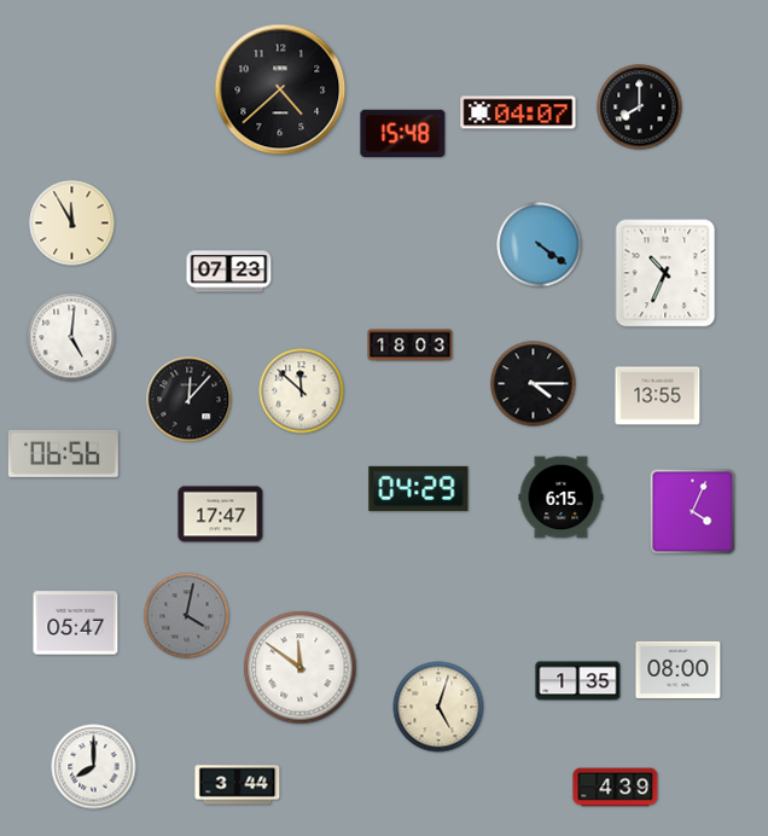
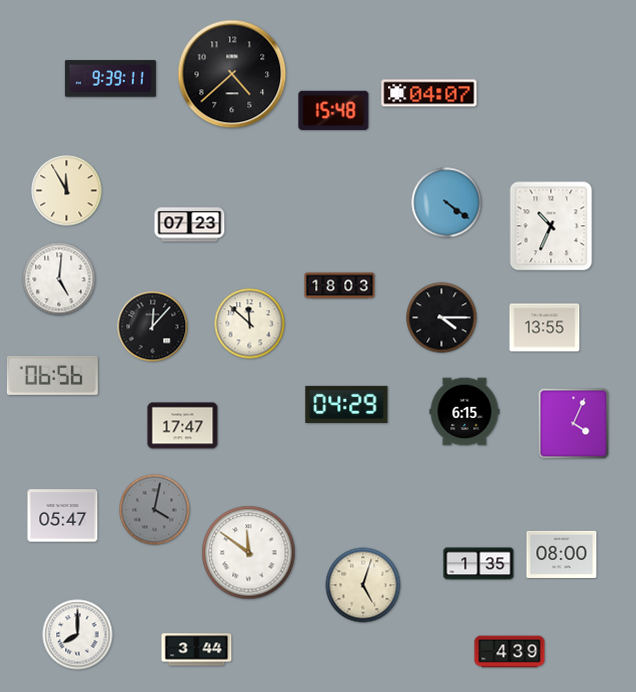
clock at (110, 79): none -> 9:39
clock at (640, 108): 8:00 -> none
clock at (72, 223) position: (72, 223) -> (67, 191)
clock at (190, 400) position: (190, 400) -> (153, 327)
